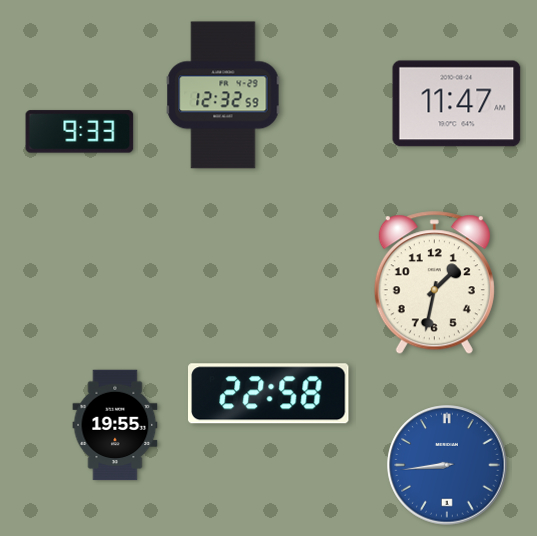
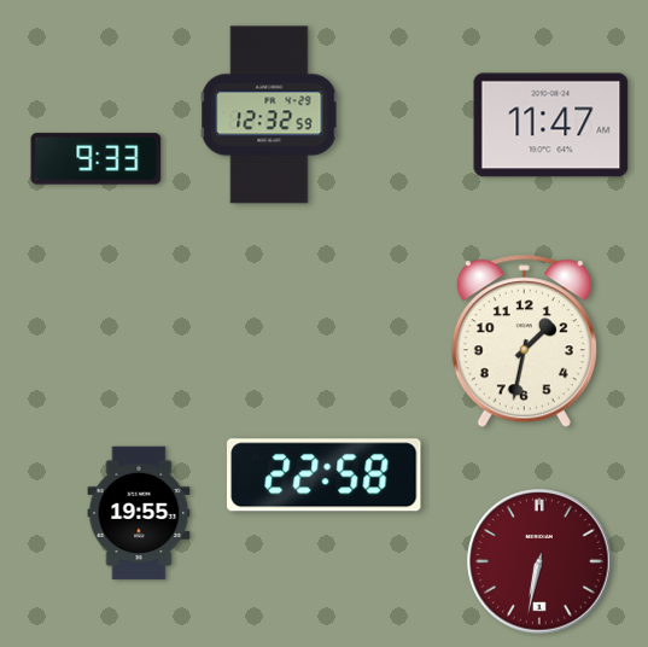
clock at (447, 465): 8:44 -> 6:32
clock at (447, 465) dial: blue -> burgundy
